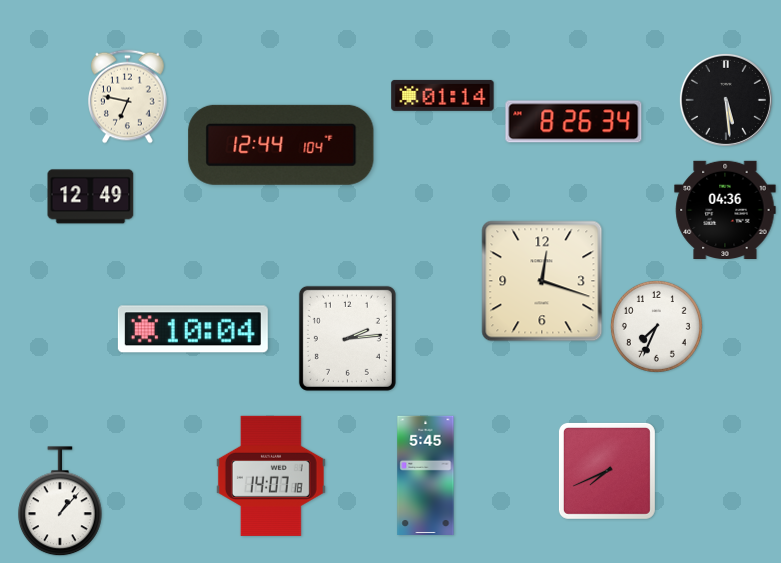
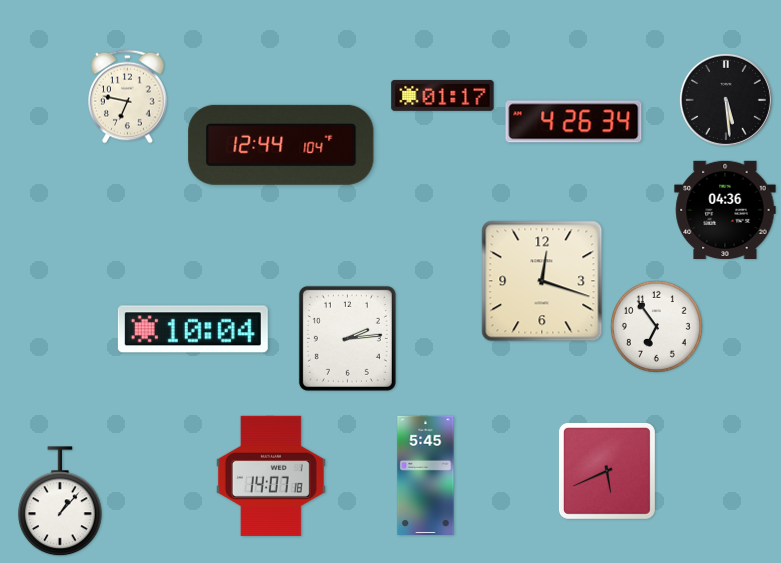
clock at (443, 95): 01:14 -> 01:17
clock at (574, 122): 8:26 -> 4:26
clock at (91, 197): 12:49 -> none
clock at (656, 326): 7:34 -> 6:54
clock at (607, 471): 7:41 -> 5:41
